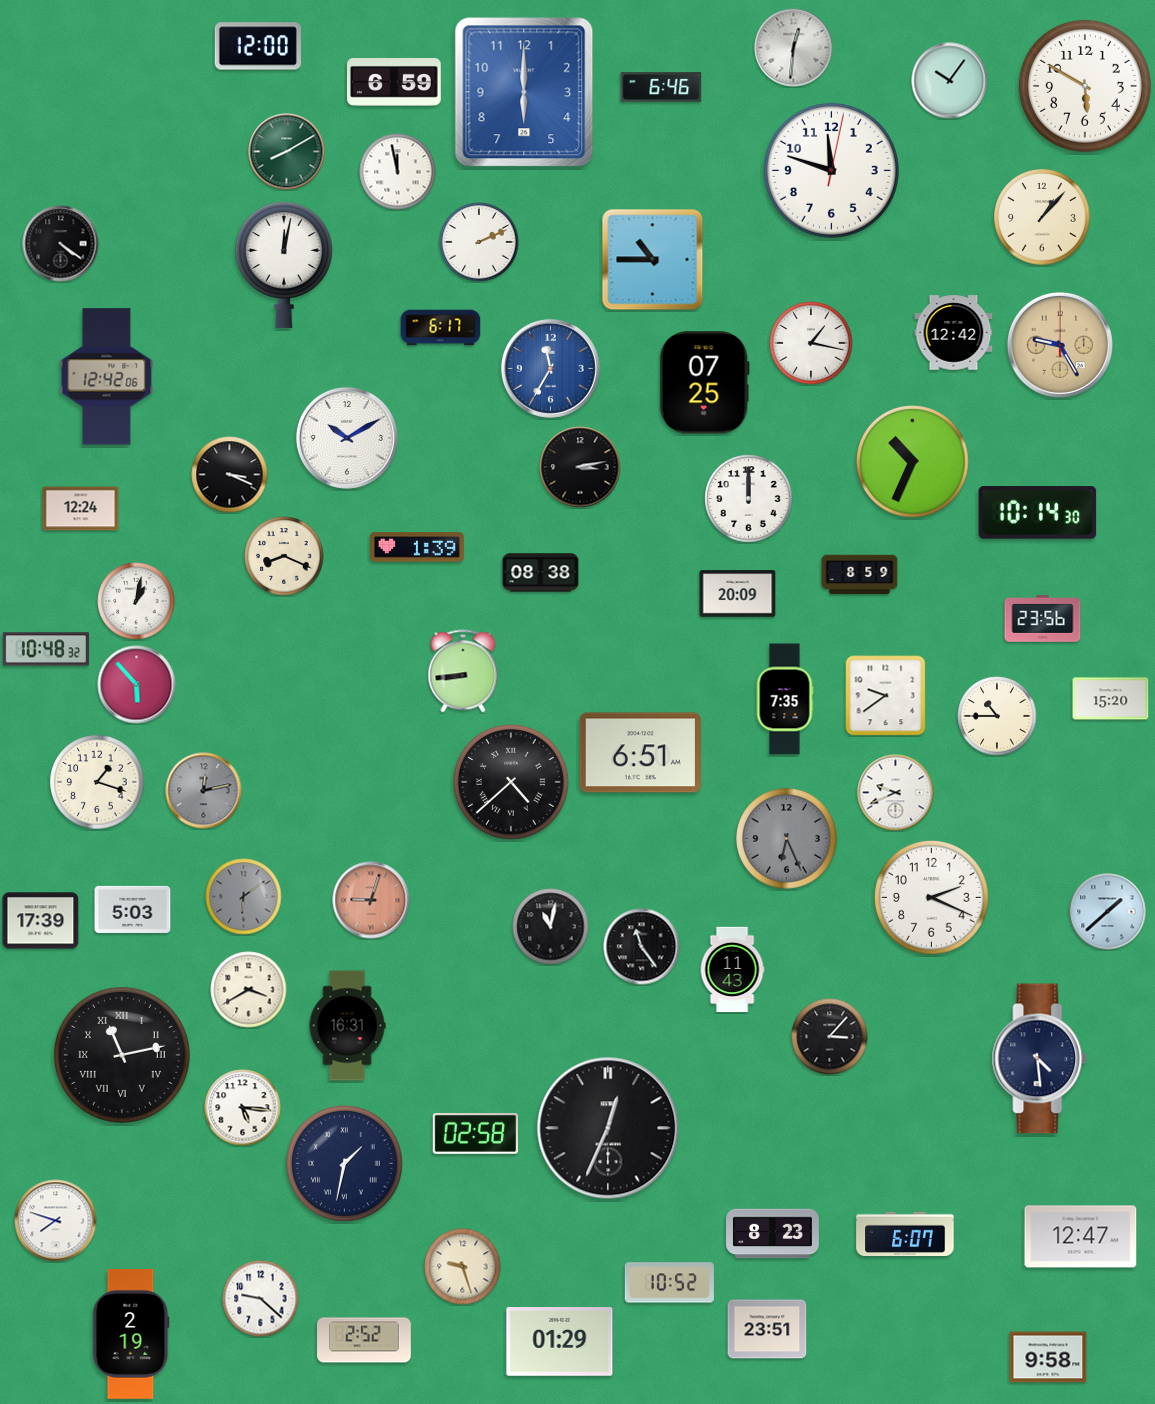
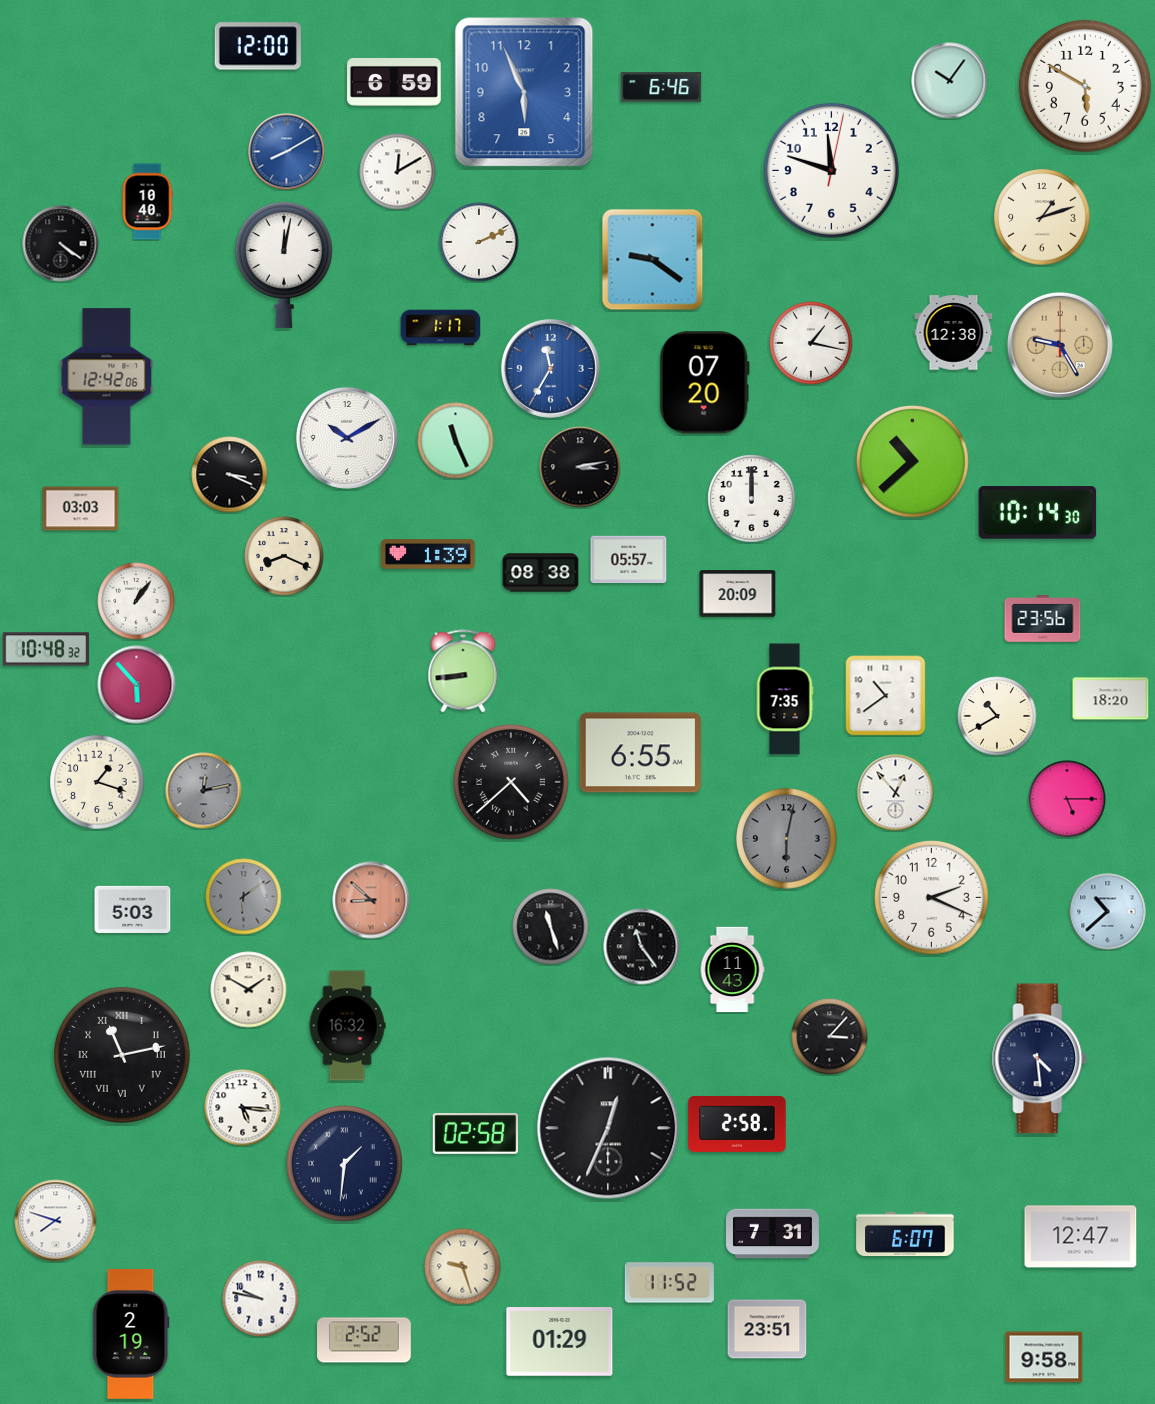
clock at (794, 48): 12:31 -> none
clock at (524, 92): 6:00 -> 5:56
clock at (287, 152) dial: green -> blue
clock at (398, 172): 11:58 -> 12:10
clock at (147, 202): none -> 10:40
clock at (1042, 217): 1:07 -> 1:12
clock at (653, 260): 10:45 -> 9:21
clock at (441, 328): 6:17 -> 1:17
clock at (954, 333): 12:42 -> 12:38
clock at (704, 383): 07:25 -> 07:20
clock at (456, 441): none -> 11:26
clock at (913, 462): 10:34 -> 10:38
clock at (749, 499) position: (749, 499) -> (752, 499)
clock at (81, 509): 12:24 -> 03:03
clock at (418, 547) position: (418, 547) -> (429, 554)
clock at (629, 560): none -> 05:57
clock at (860, 575): 8:59 -> none
clock at (136, 601): 1:02 -> 1:06
clock at (886, 696): 9:39 -> 10:39
clock at (1111, 699): 15:20 -> 18:20
clock at (997, 716): 10:45 -> 10:40
clock at (640, 753): 6:51 -> 6:55
clock at (896, 793): 9:41 -> 12:53
clock at (1067, 799): none -> 5:15
clock at (787, 839): 6:26 -> 6:02
clock at (371, 900): 9:03 -> 8:52
clock at (1108, 912): 1:38 -> 10:38
clock at (41, 921): 17:39 -> none
clock at (551, 927): 11:02 -> 11:27
clock at (249, 990): 3:40 -> 1:50
clock at (347, 1026): 16:31 -> 16:32
clock at (737, 1124): none -> 2:58
clock at (345, 1164): 1:32 -> 1:31
clock at (773, 1234): 8:23 -> 7:31
clock at (669, 1283): 10:52 -> 11:52
clock at (261, 1299): 9:22 -> 9:47
clock at (1048, 1357) position: (1048, 1357) -> (1044, 1357)
